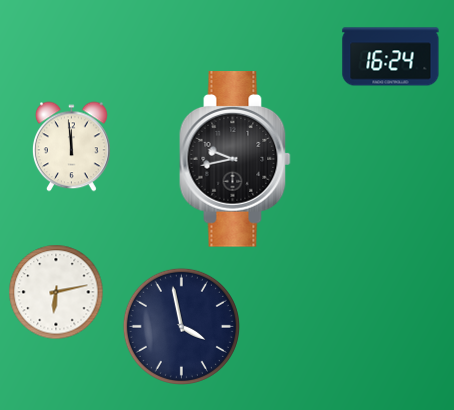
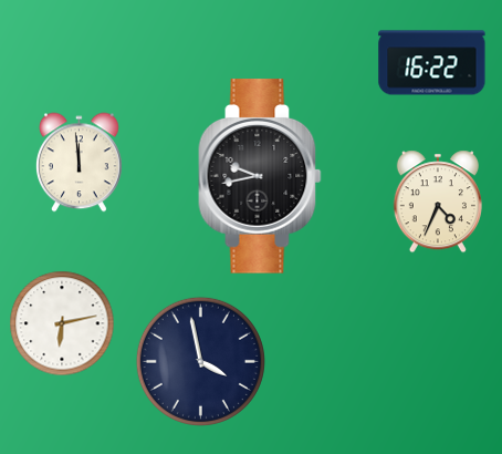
clock at (391, 57): 16:24 -> 16:22
clock at (438, 202): none -> 4:34
